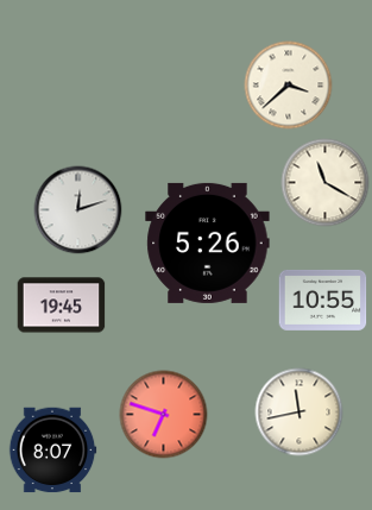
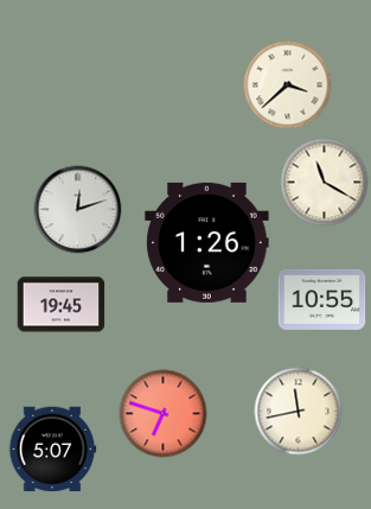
clock at (208, 243): 5:26 -> 1:26
clock at (52, 451): 8:07 -> 5:07
